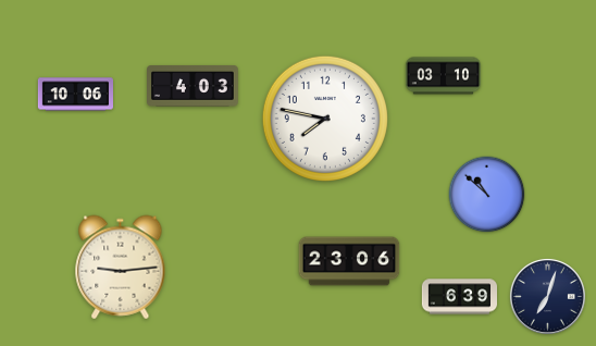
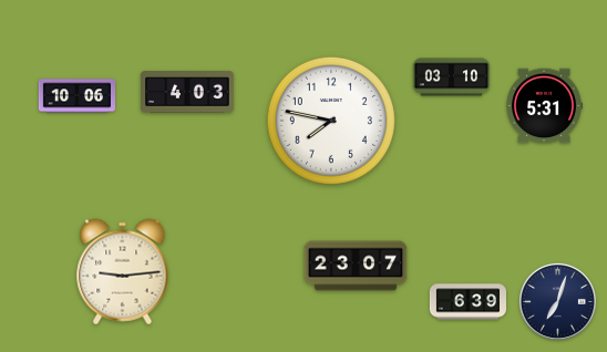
clock at (194, 87) position: (194, 87) -> (188, 93)
clock at (544, 106): none -> 5:31
clock at (487, 195): 10:52 -> none
clock at (349, 261): 23:06 -> 23:07
